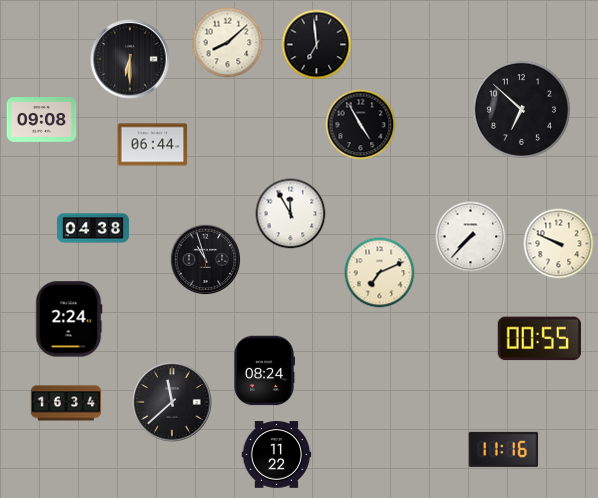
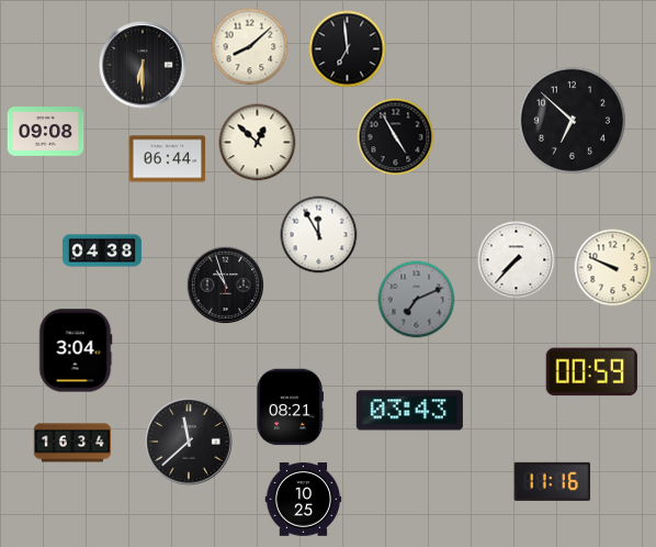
clock at (258, 143): none -> 12:52
clock at (380, 273) dial: cream -> grey
clock at (69, 319): 2:24 -> 3:04
clock at (539, 339): 00:55 -> 00:59
clock at (264, 371): 08:24 -> 08:21
clock at (409, 411): none -> 03:43
clock at (504, 449) position: (504, 449) -> (553, 481)
clock at (277, 455): 11:22 -> 10:25
